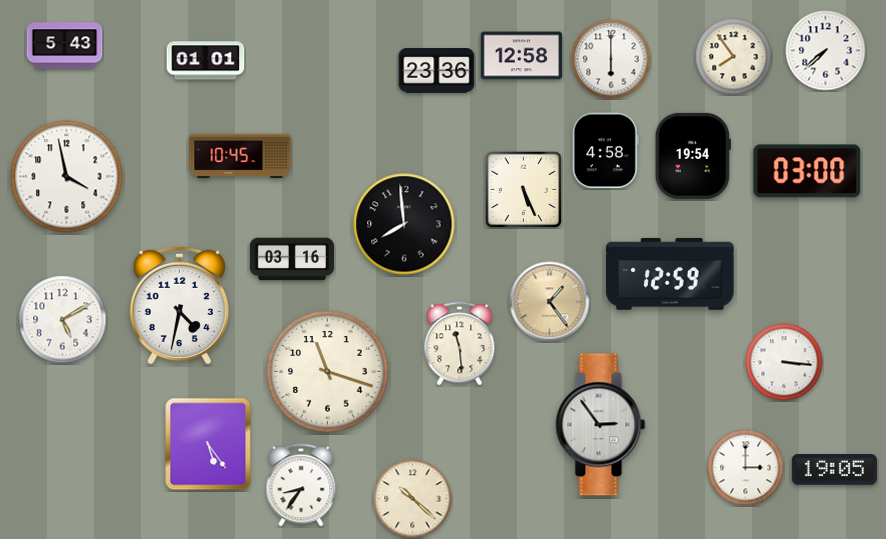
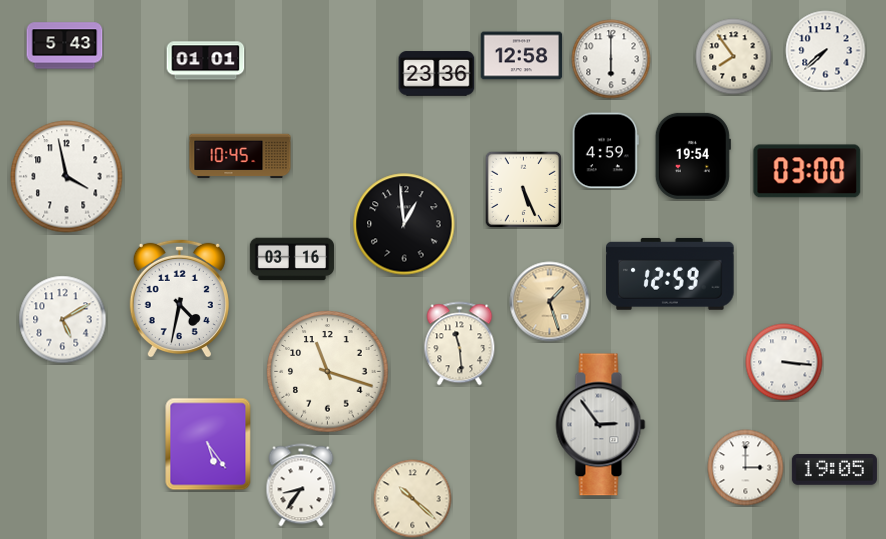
clock at (437, 71) position: (437, 71) -> (437, 74)
clock at (605, 151): 4:58 -> 4:59
clock at (404, 224): 7:59 -> 12:59
clock at (550, 302): 1:24 -> 1:27
clock at (179, 305) position: (179, 305) -> (179, 298)
